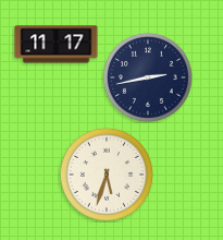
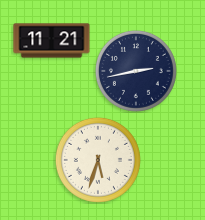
clock at (57, 45): 11:17 -> 11:21
